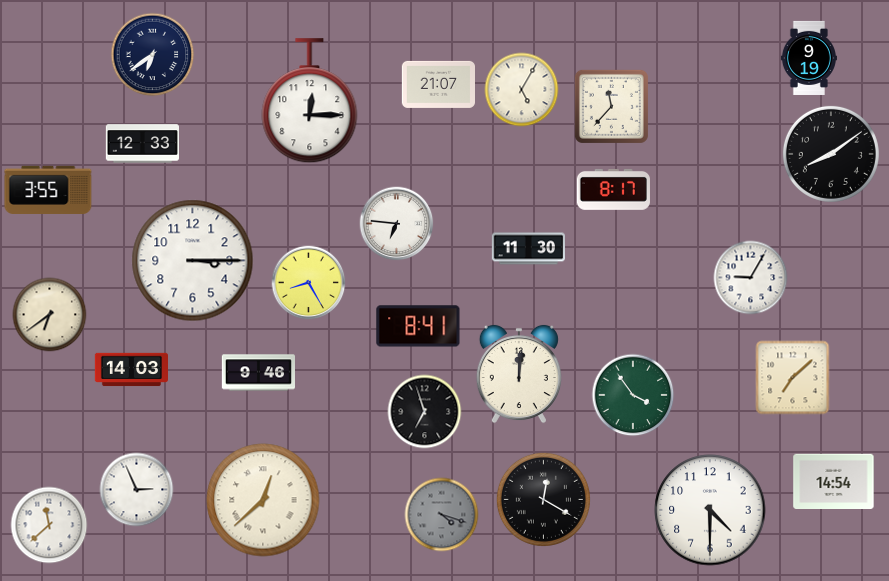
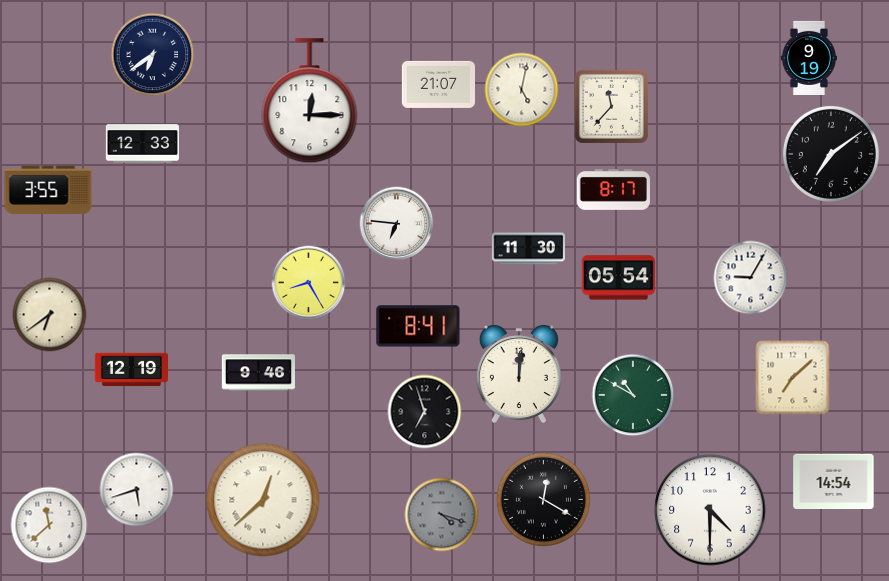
clock at (522, 90): 5:05 -> 5:02
clock at (831, 154): 8:09 -> 7:09
clock at (193, 261): 3:15 -> none
clock at (618, 278): none -> 05:54
clock at (132, 370): 14:03 -> 12:19
clock at (633, 395): 3:54 -> 10:50
clock at (137, 490): 2:56 -> 5:42
